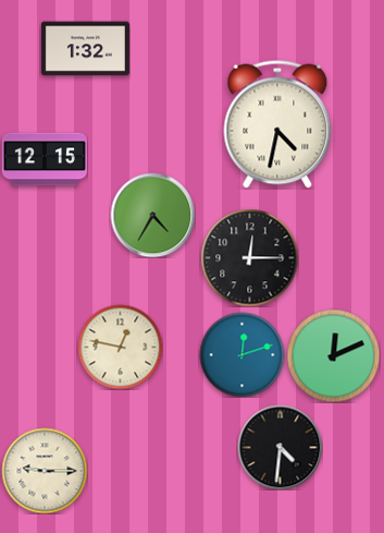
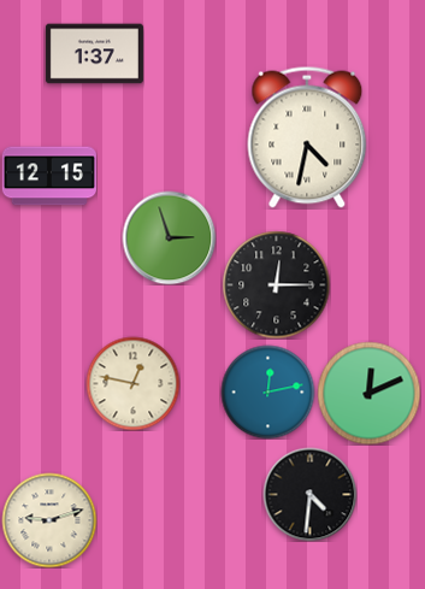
clock at (85, 49): 1:32 -> 1:37
clock at (152, 215): 4:35 -> 2:57
clock at (241, 354): 12:12 -> 12:13
clock at (45, 471): 9:15 -> 9:12
